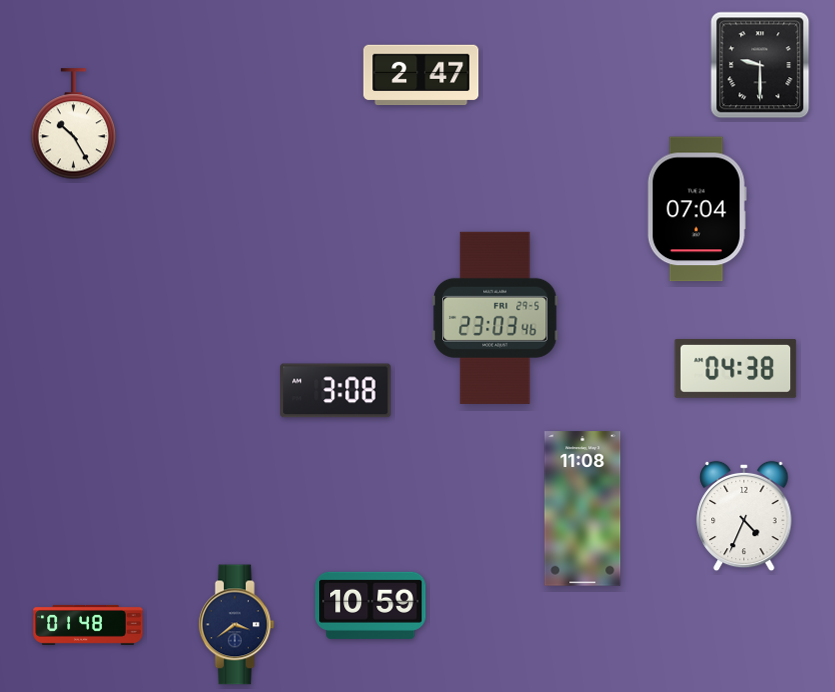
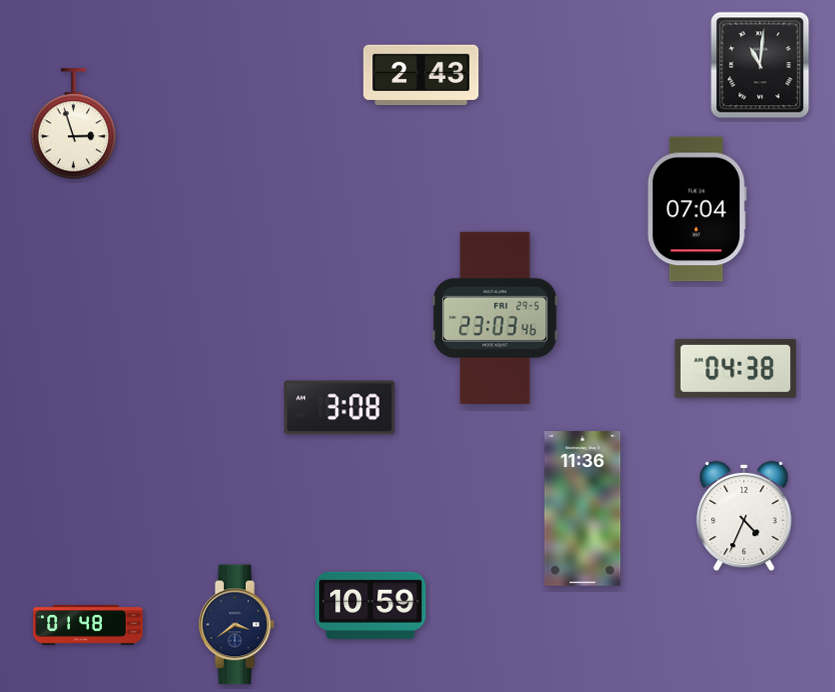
clock at (760, 65): 9:30 -> 11:01
clock at (421, 75): 2:47 -> 2:43
clock at (73, 124): 10:25 -> 2:57
clock at (336, 391) position: (336, 391) -> (340, 408)
clock at (583, 509): 11:08 -> 11:36
